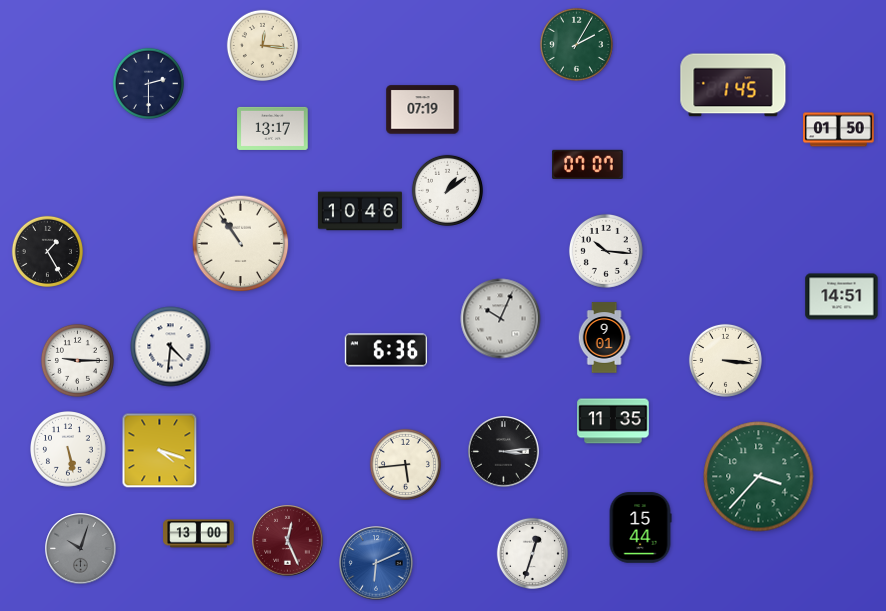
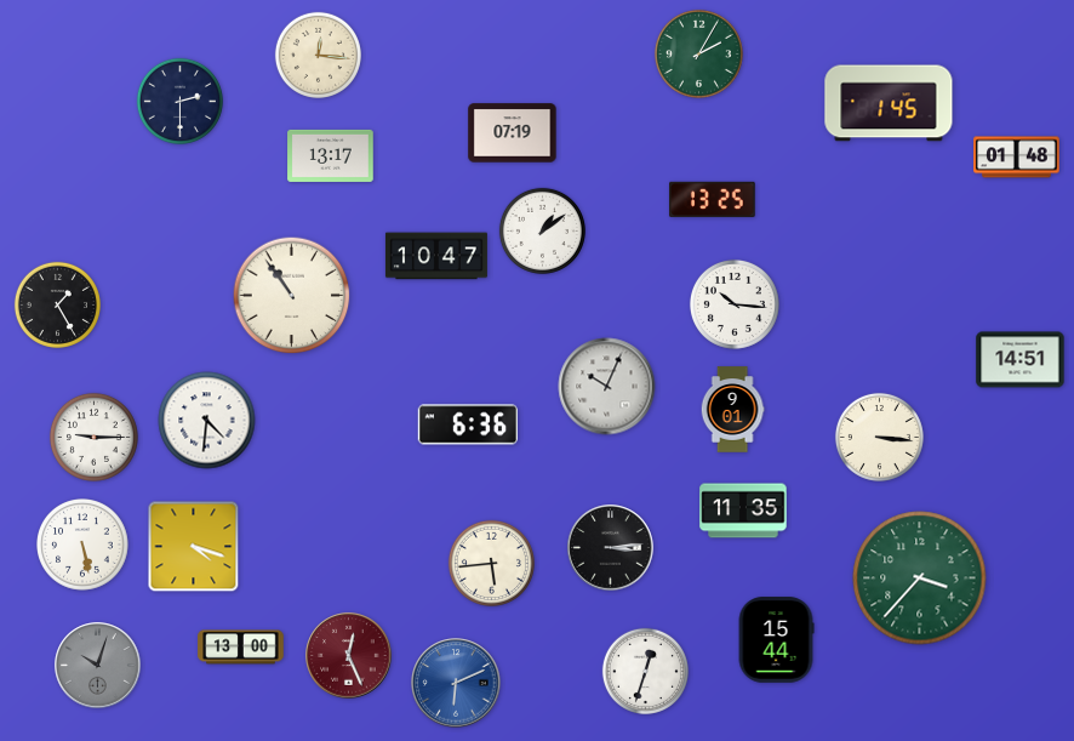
clock at (839, 130): 01:50 -> 01:48
clock at (588, 164): 07:07 -> 13:25
clock at (360, 211): 10:46 -> 10:47
